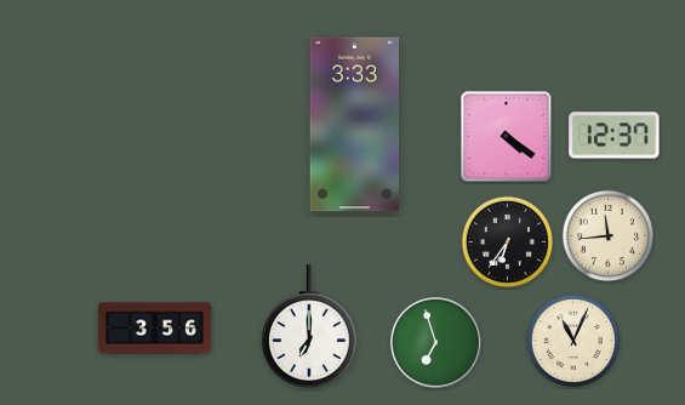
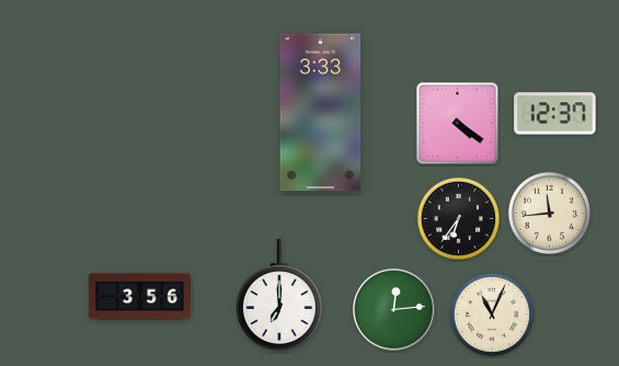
clock at (615, 136) position: (615, 136) -> (555, 114)
clock at (572, 340) position: (572, 340) -> (491, 313)
clock at (436, 343): 6:57 -> 12:14
